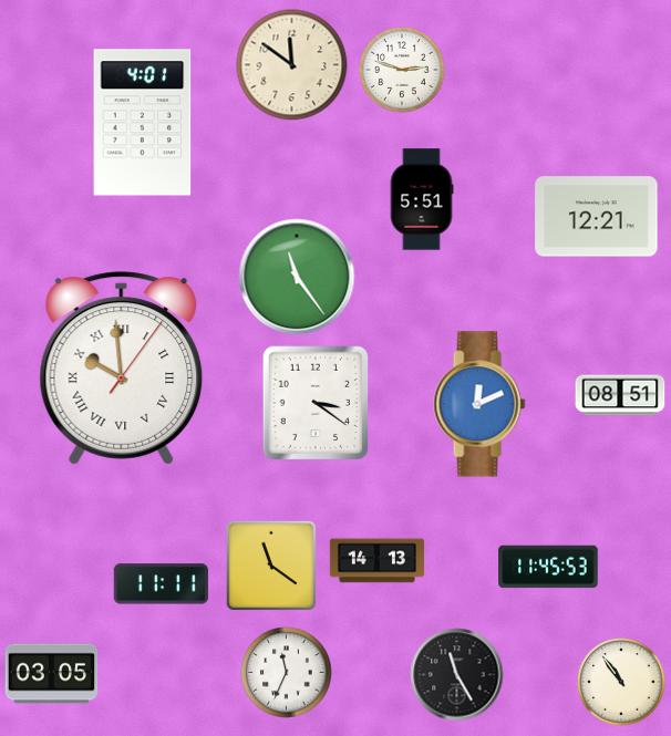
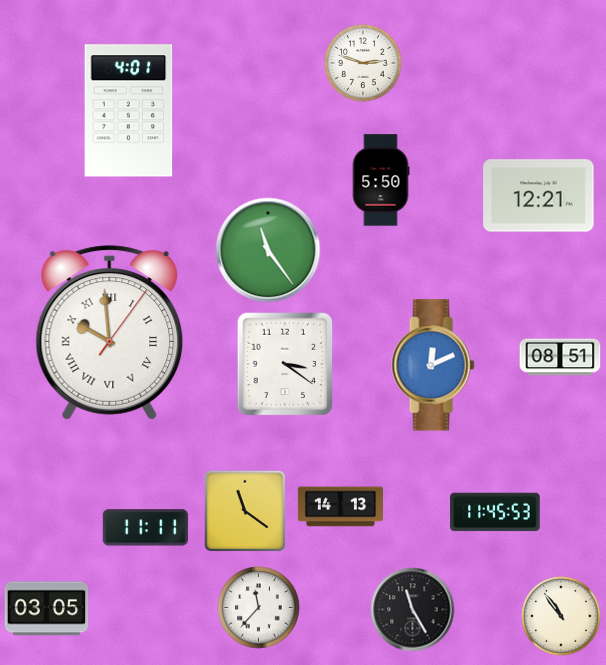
clock at (292, 65): 11:51 -> none
clock at (422, 199): 5:51 -> 5:50
clock at (287, 673): 11:34 -> 11:37
